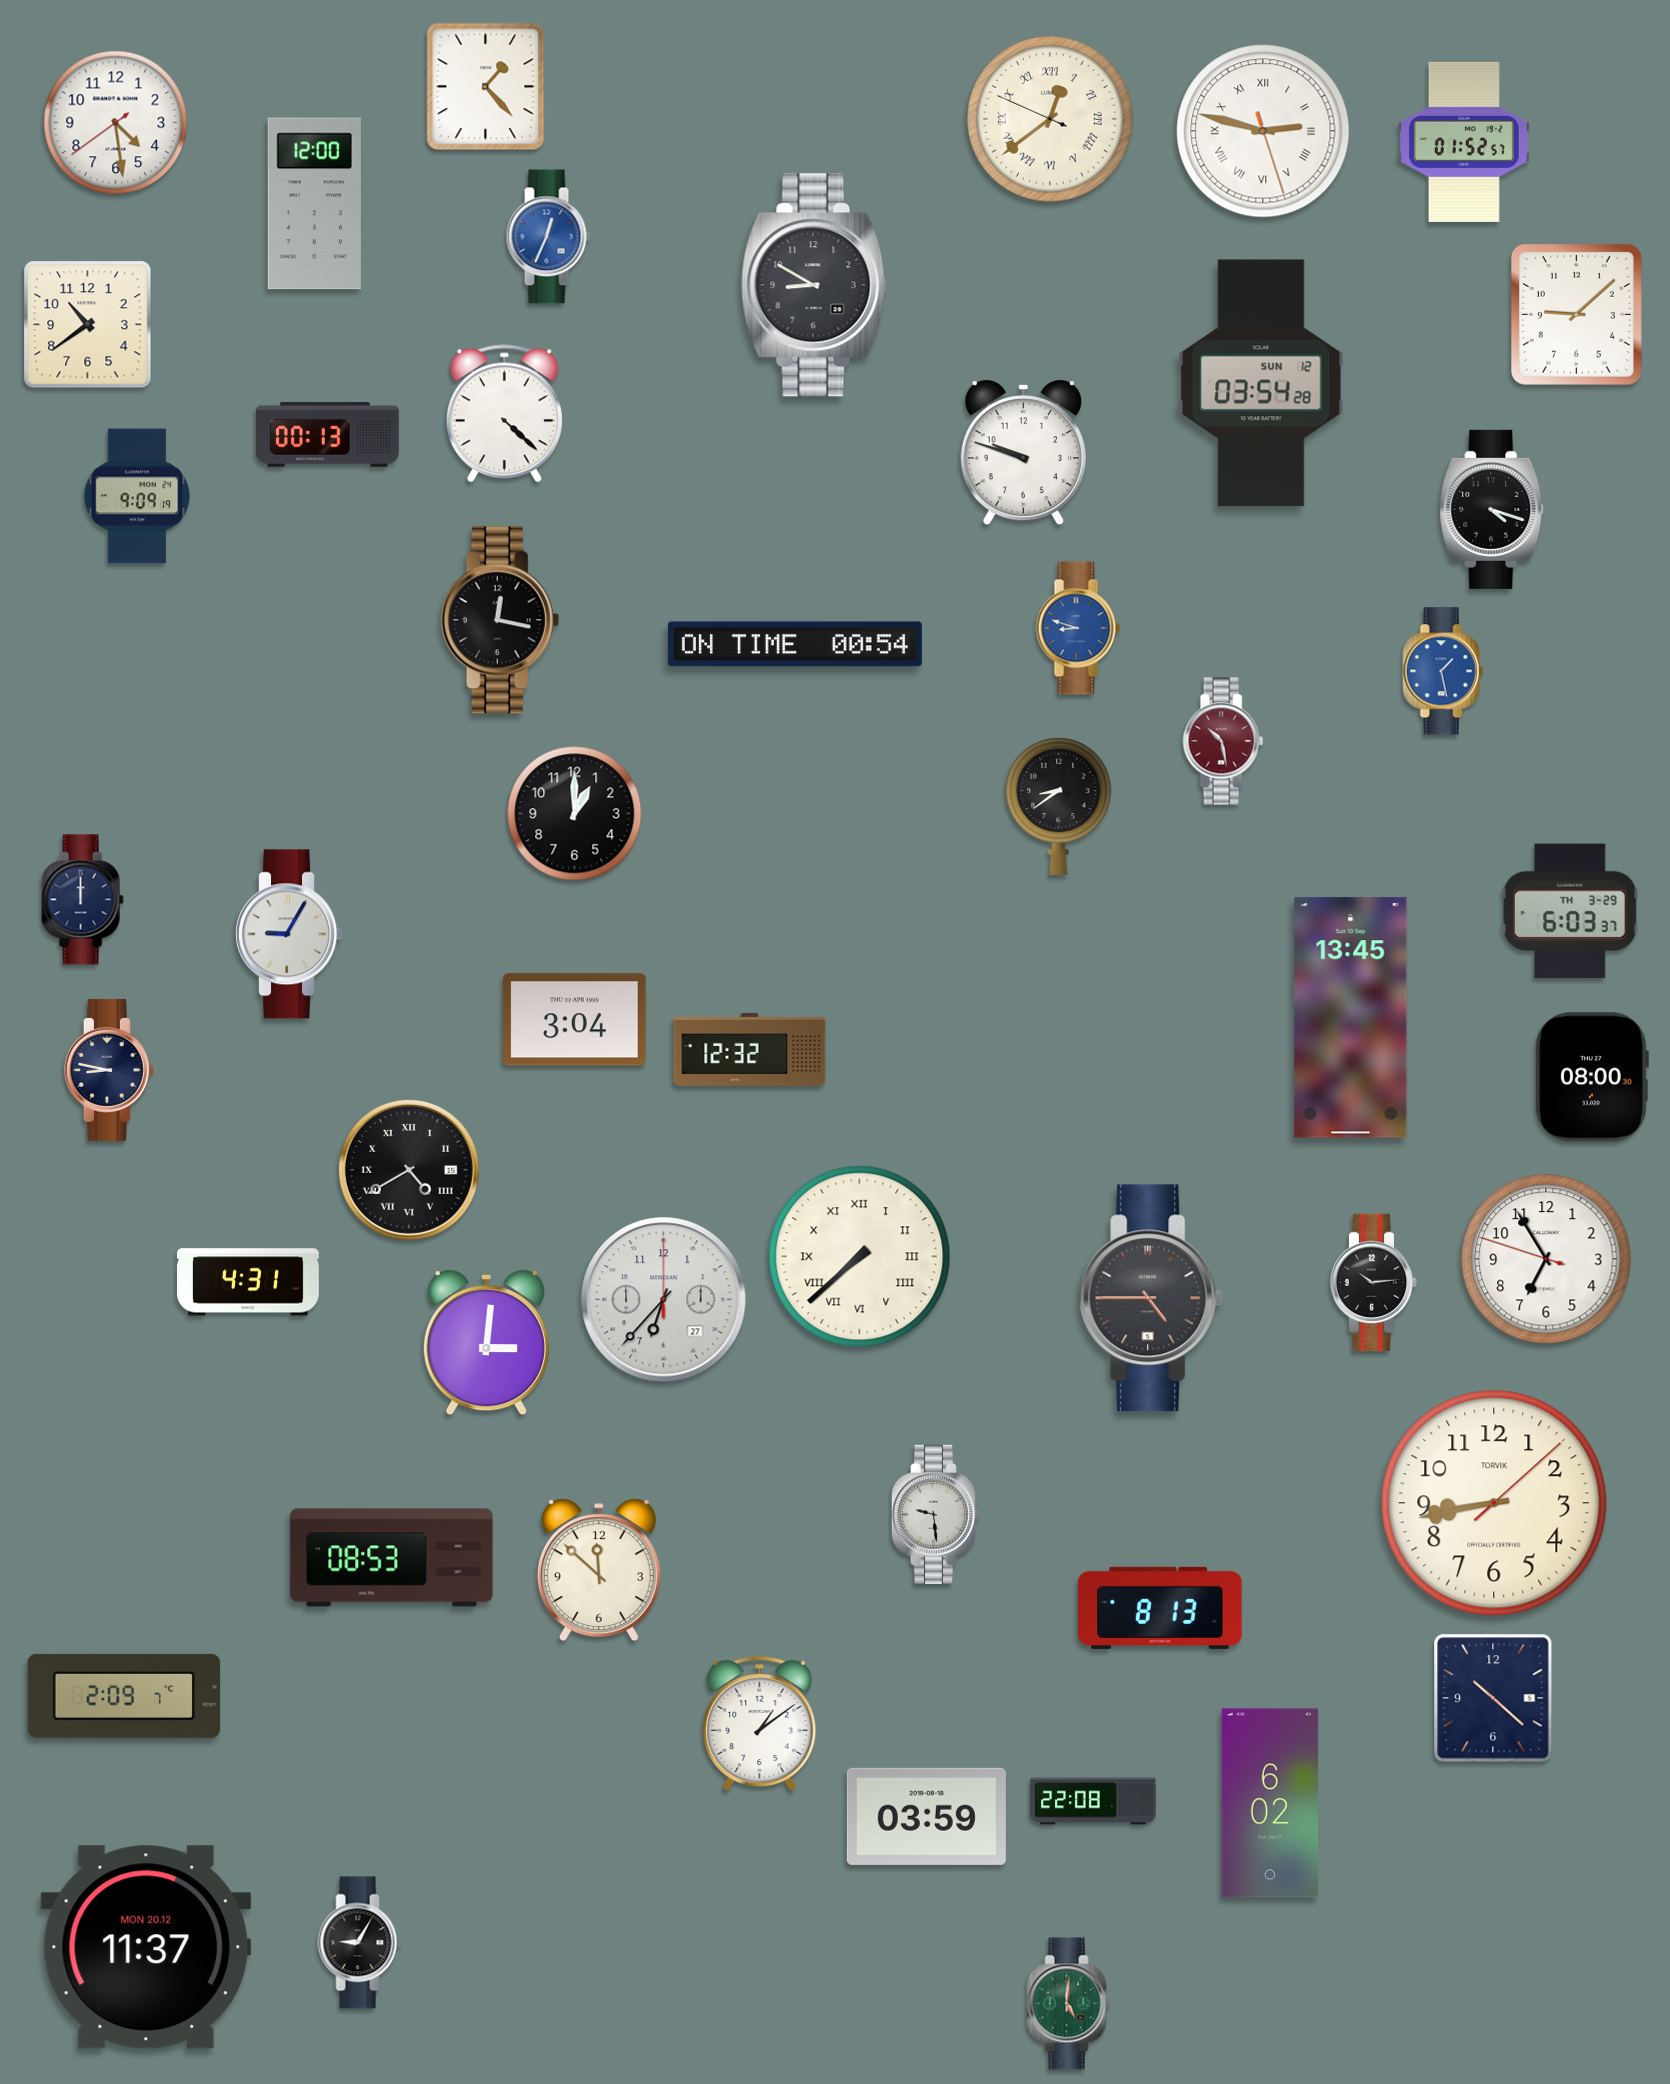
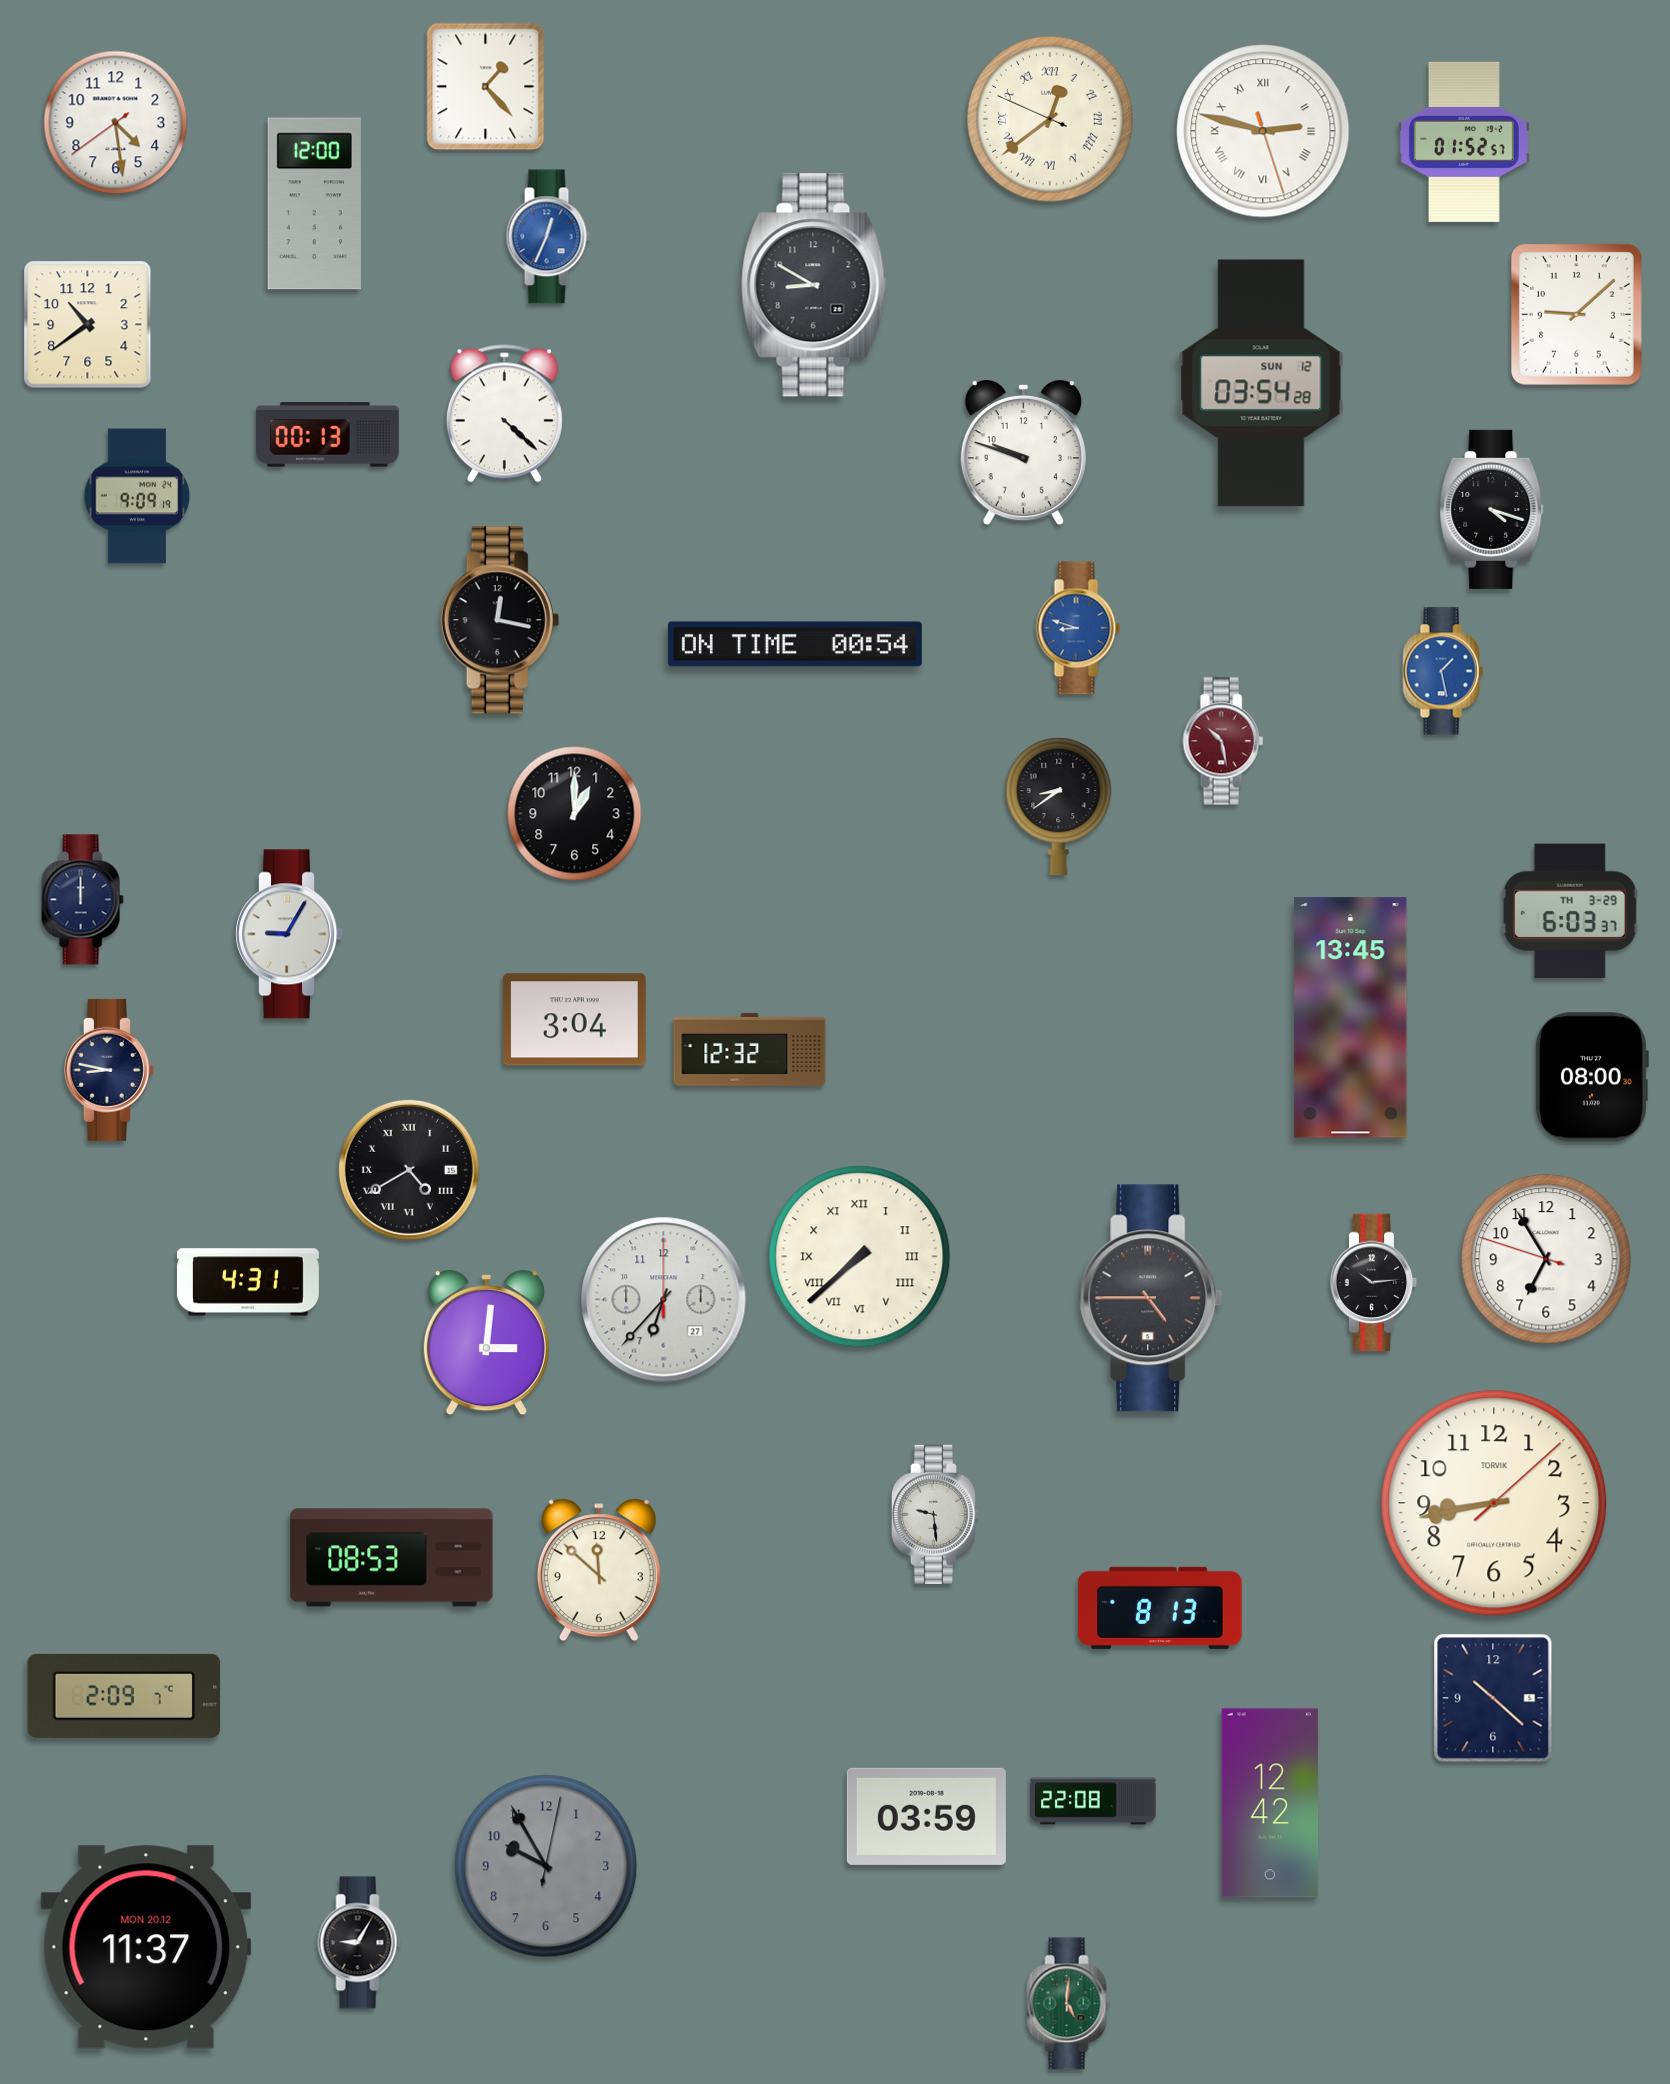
clock at (760, 1724): 1:09 -> none
clock at (1270, 1803): 6:02 -> 12:42
clock at (546, 1866): none -> 9:55
